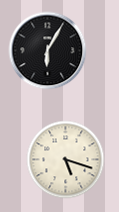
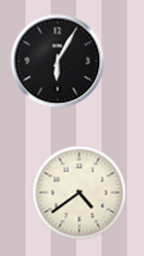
clock at (65, 159): 5:18 -> 4:39
